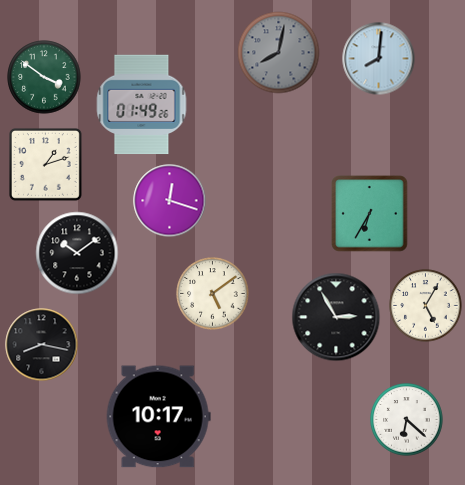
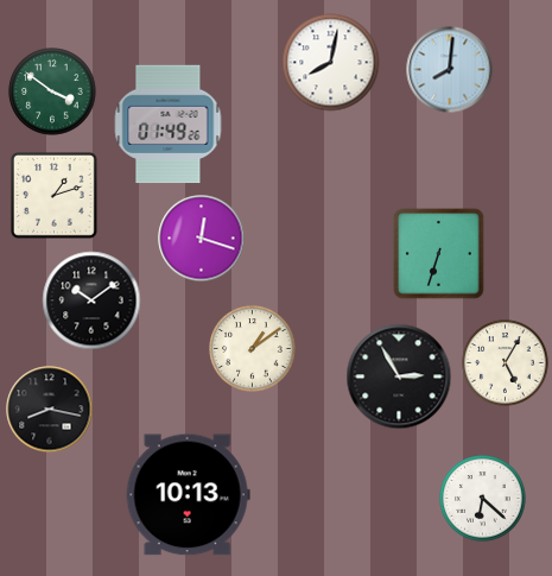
clock at (279, 53) dial: grey -> white
clock at (370, 214): 6:35 -> 6:33
clock at (213, 294): 5:09 -> 1:09
clock at (158, 417): 10:17 -> 10:13
